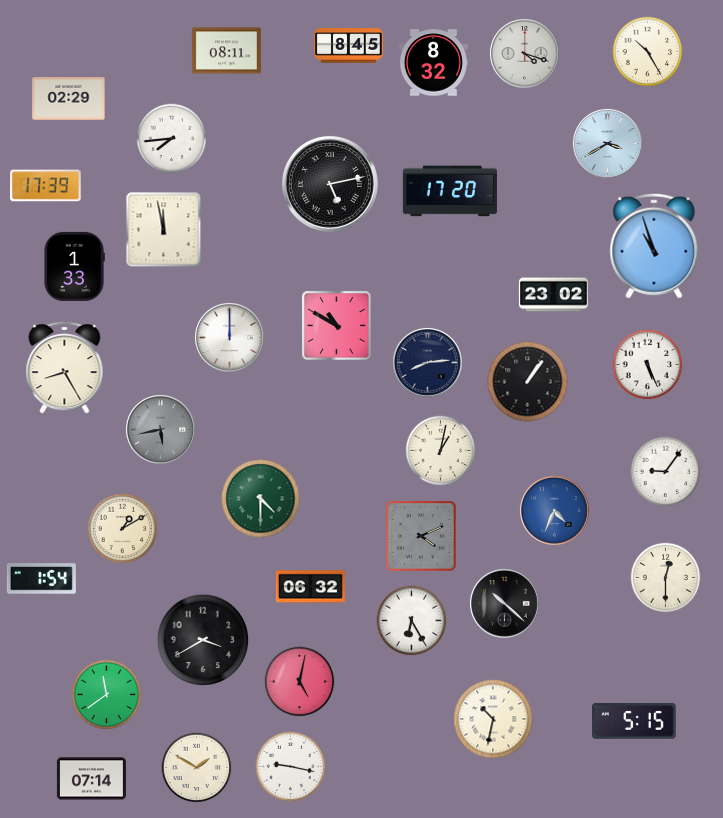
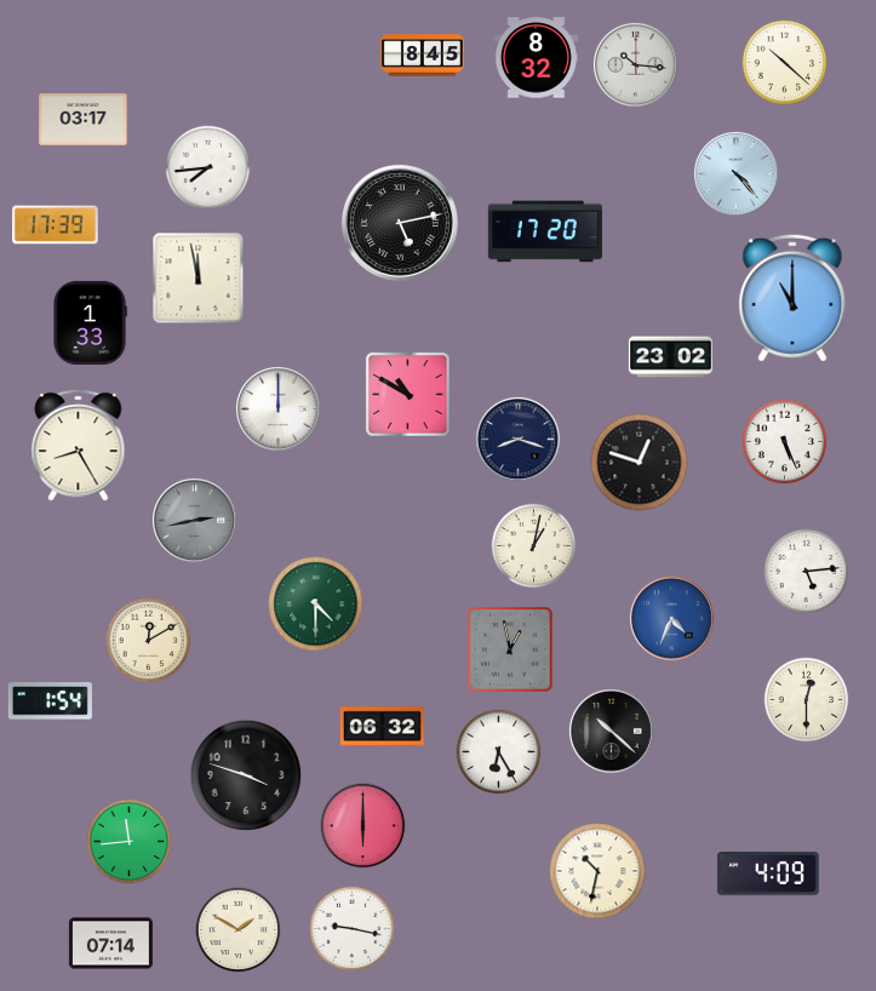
clock at (226, 51): 08:11 -> none
clock at (648, 52): 10:25 -> 10:22
clock at (525, 54): 4:18 -> 10:16
clock at (433, 63) position: (433, 63) -> (536, 58)
clock at (69, 99): 02:29 -> 03:17
clock at (608, 144): 3:40 -> 4:23
clock at (654, 246): 10:57 -> 11:00
clock at (428, 363): 8:14 -> 8:18
clock at (528, 382): 1:06 -> 12:48
clock at (161, 430): 5:43 -> 2:43
clock at (666, 472): 9:06 -> 5:14
clock at (123, 529): 1:10 -> 12:10
clock at (421, 536): 4:11 -> 12:58
clock at (310, 587) position: (310, 587) -> (382, 727)
clock at (203, 640): 3:40 -> 3:48
clock at (300, 682): 5:02 -> 6:00
clock at (107, 695): 11:39 -> 11:44
clock at (634, 721): 5:15 -> 4:09
